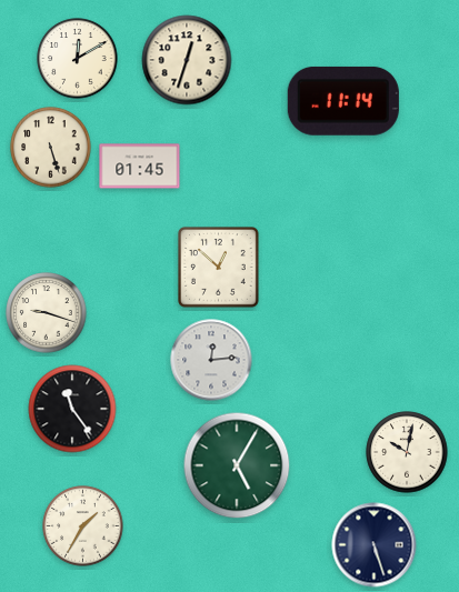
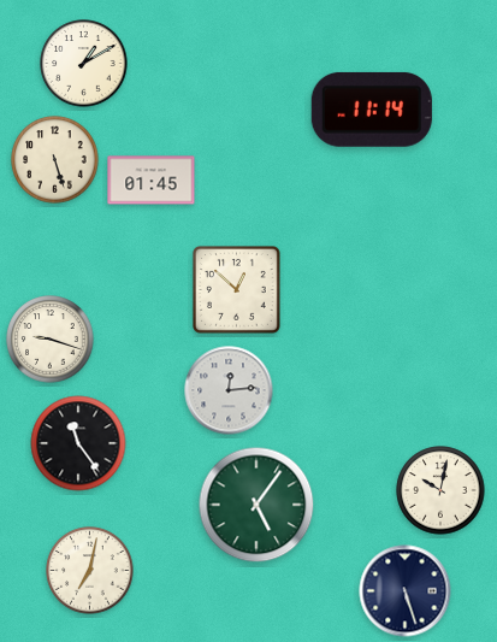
clock at (78, 59): 12:10 -> 1:10
clock at (187, 60): 12:33 -> none
clock at (237, 465): 5:05 -> 5:06
clock at (83, 526): 1:35 -> 7:02
